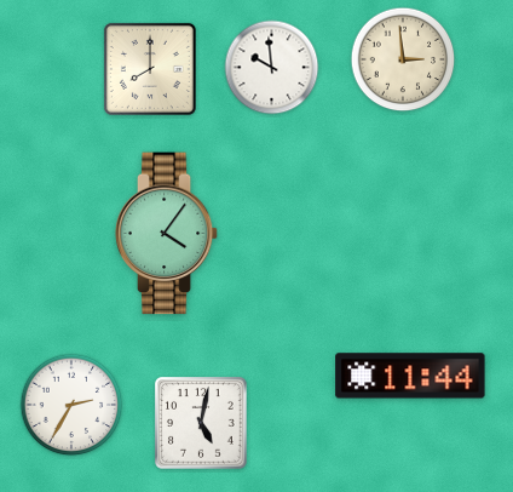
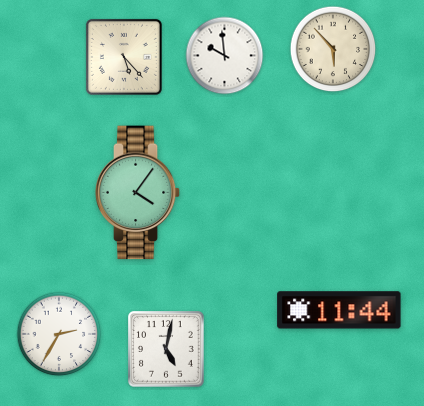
clock at (403, 59): 2:59 -> 5:53
clock at (150, 69): 8:00 -> 5:23
